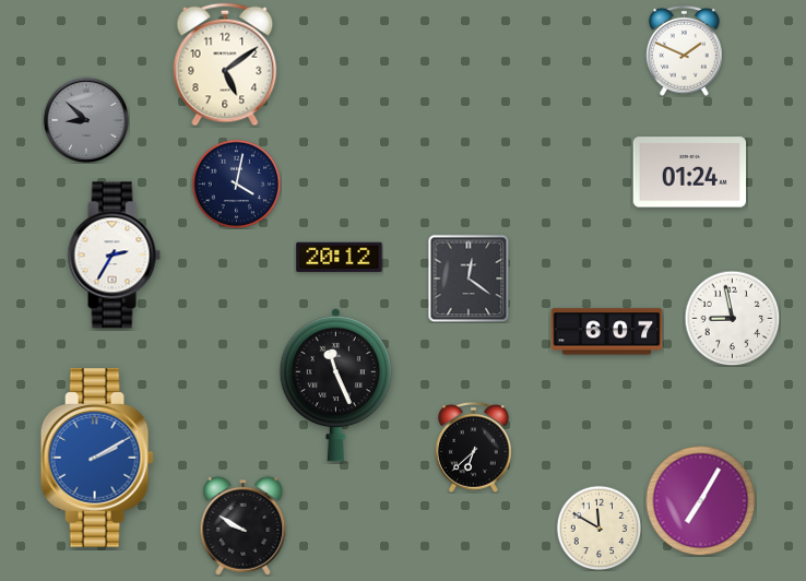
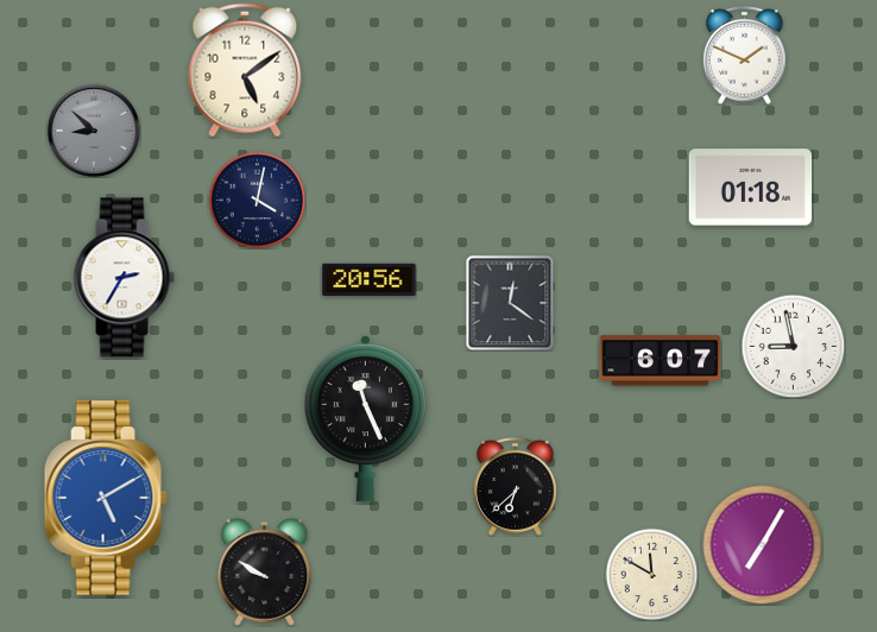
clock at (690, 173): 01:24 -> 01:18
clock at (340, 258): 20:12 -> 20:56
clock at (732, 318) position: (732, 318) -> (793, 346)
clock at (97, 458): 2:10 -> 5:10
